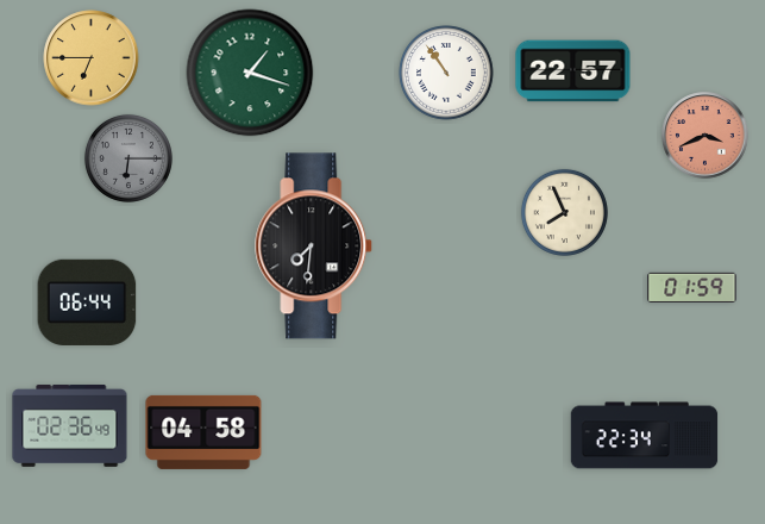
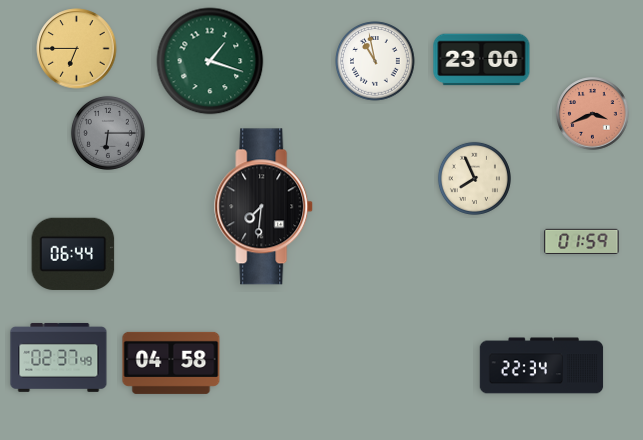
clock at (573, 71): 22:57 -> 23:00
clock at (446, 73): 10:54 -> 10:58
clock at (70, 425): 02:36 -> 02:37
